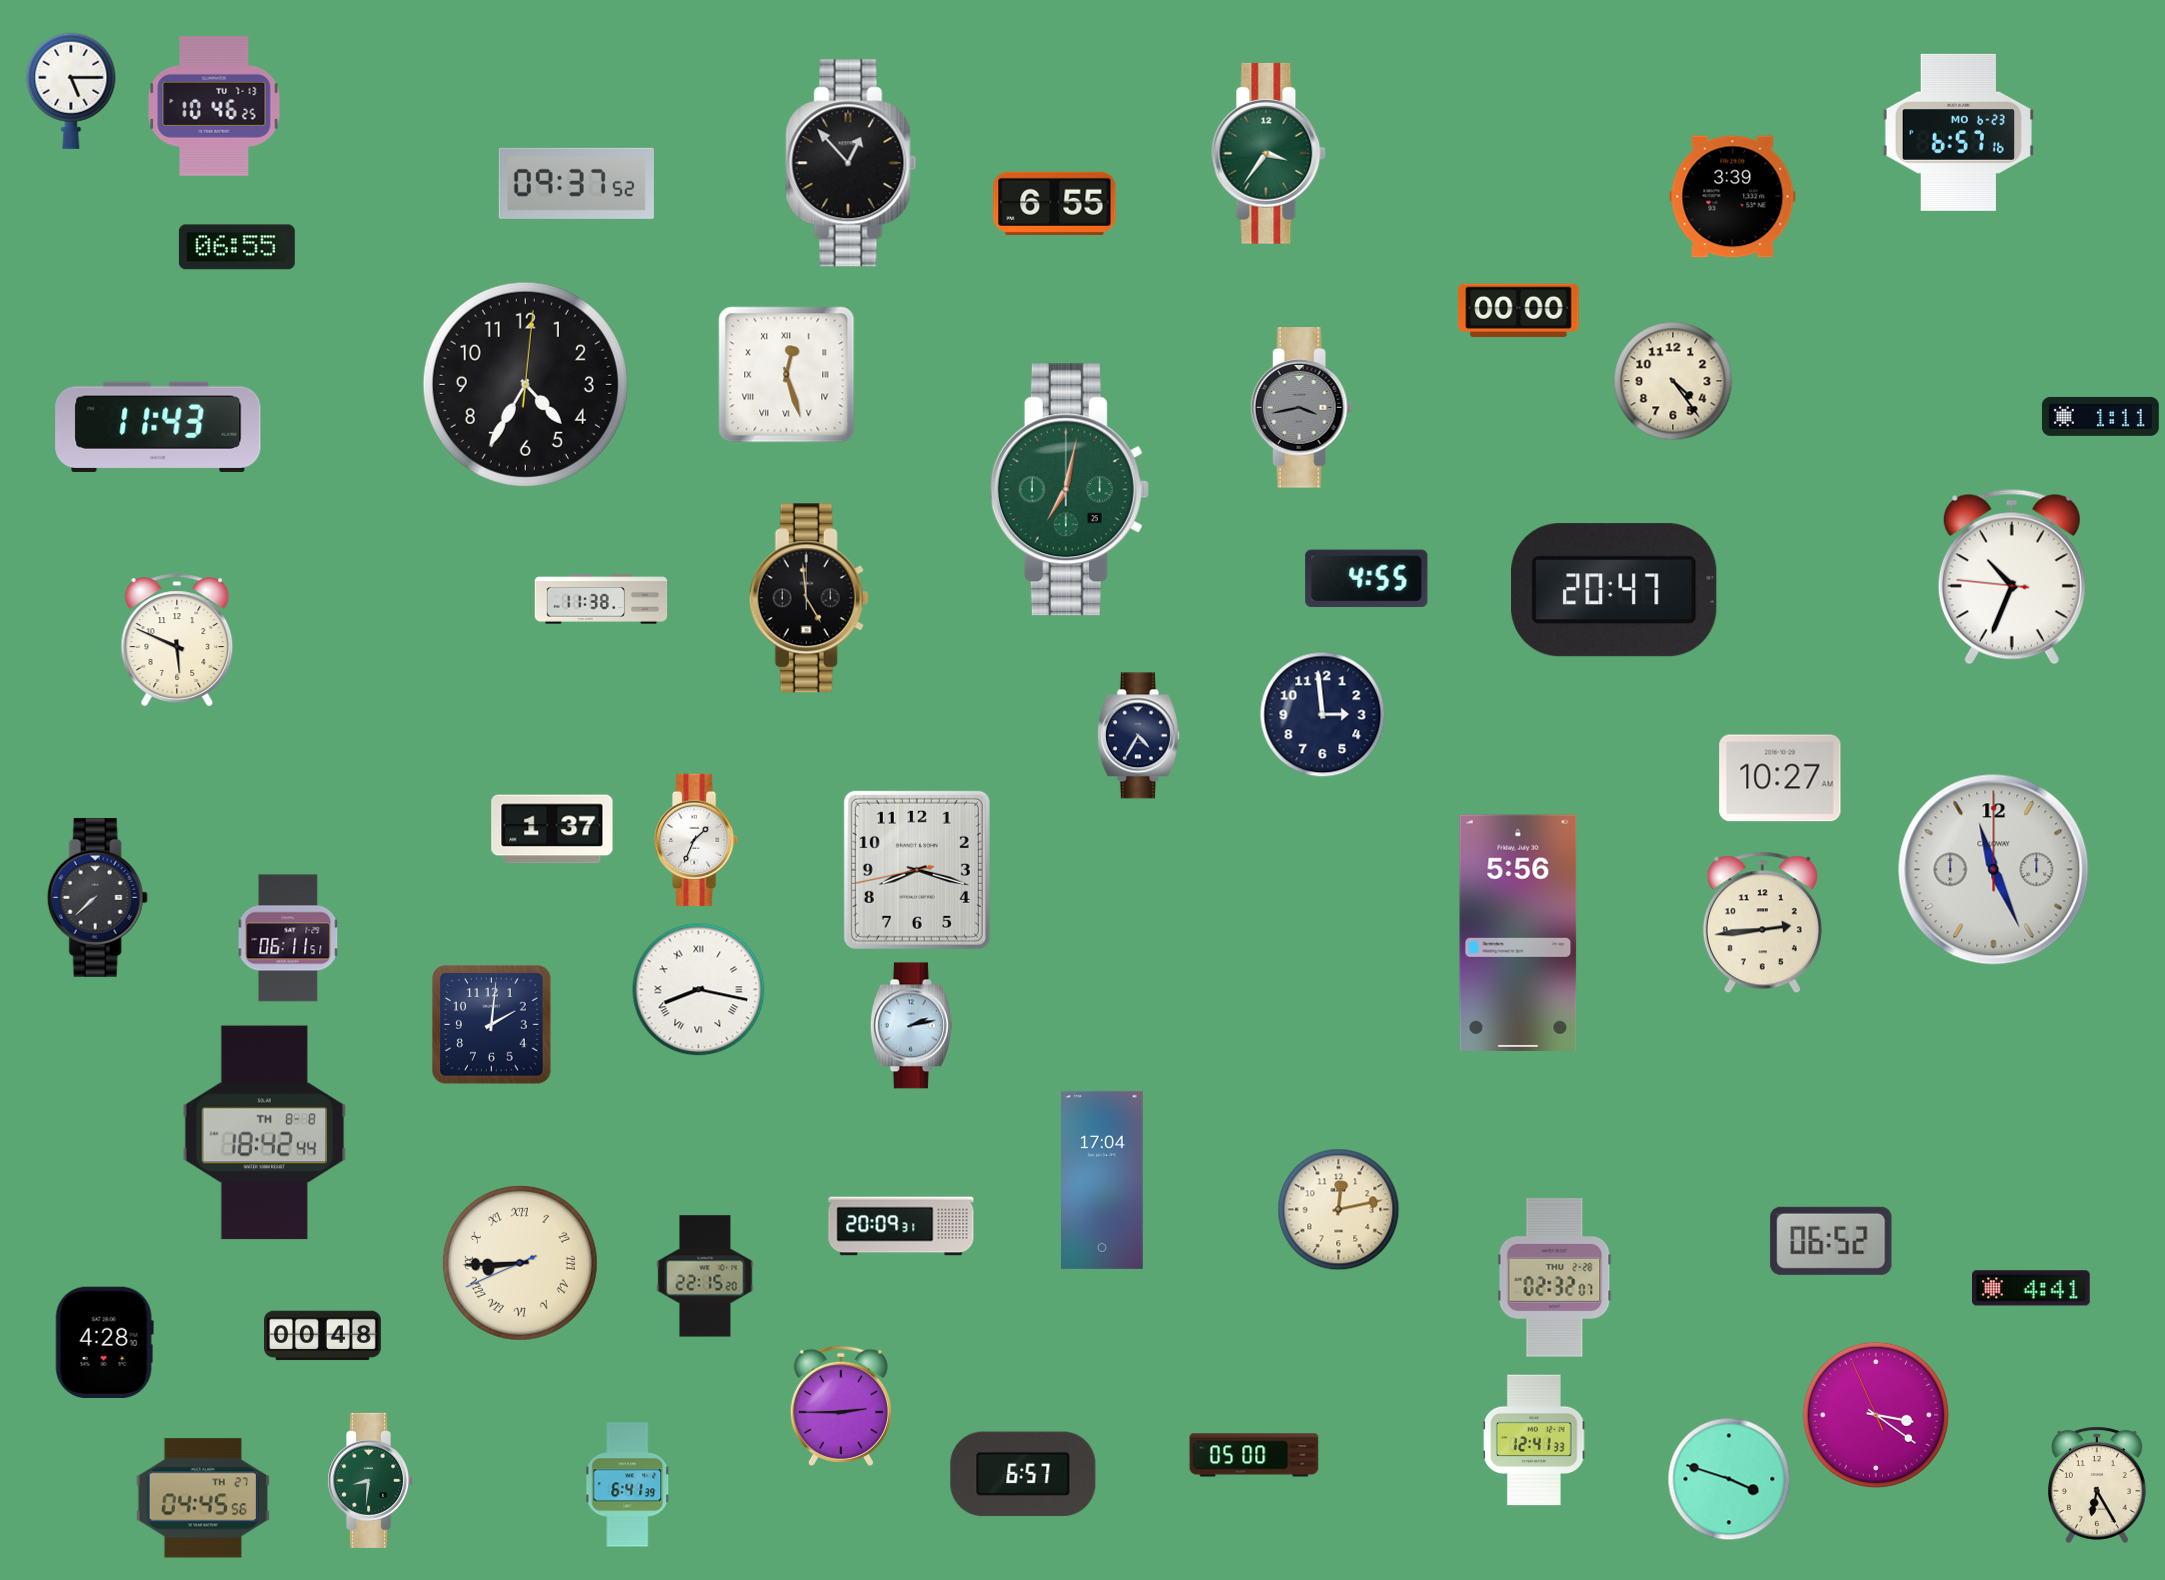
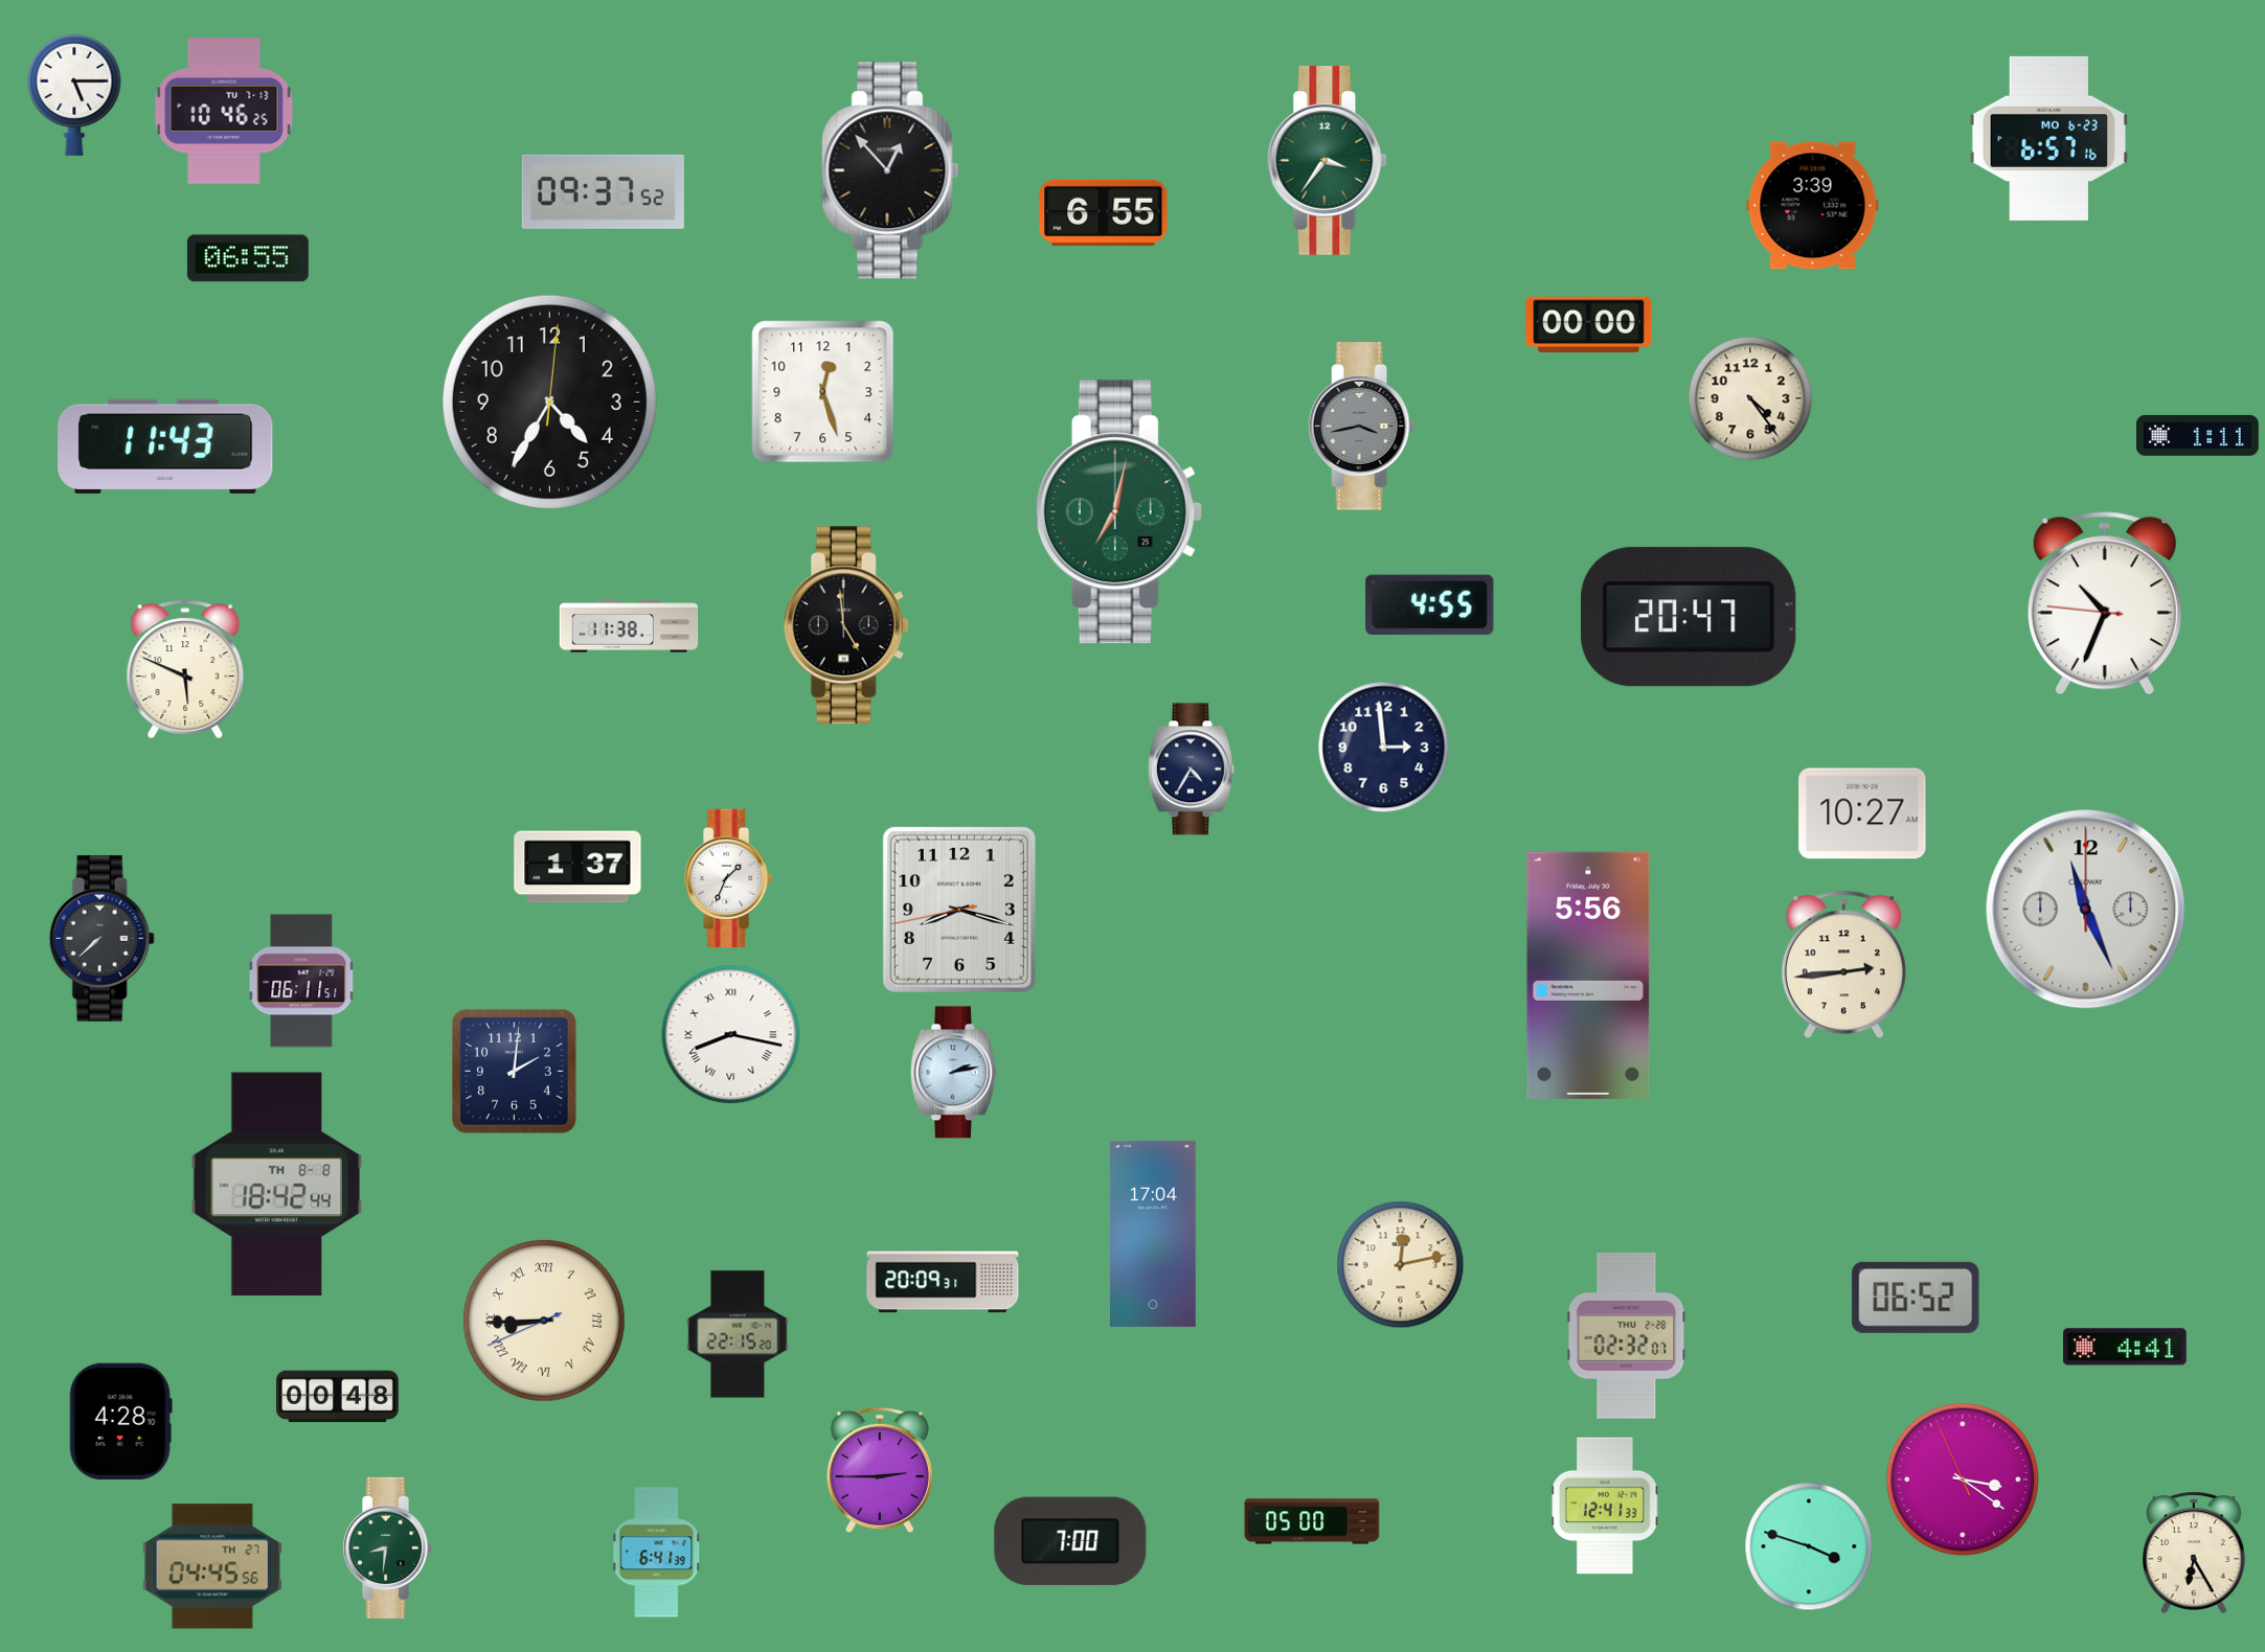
clock at (787, 375) numerals: Roman -> Arabic
clock at (104, 1342) position: (104, 1342) -> (120, 1421)
clock at (1023, 1474): 6:57 -> 7:00
